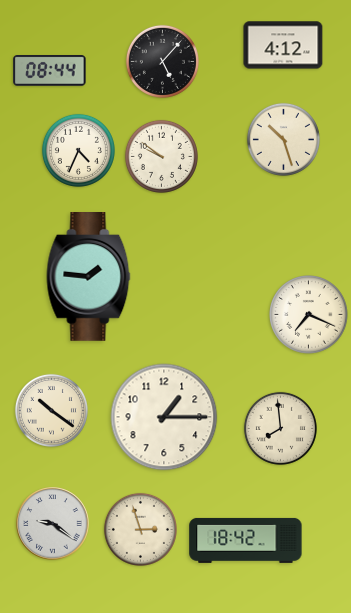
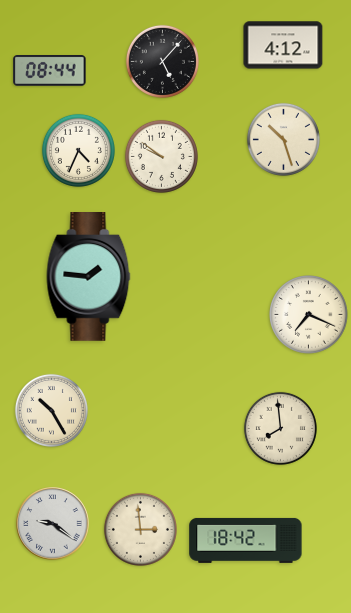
clock at (51, 410): 10:21 -> 10:25
clock at (164, 417): 1:15 -> none
clock at (140, 529): 2:57 -> 2:59
